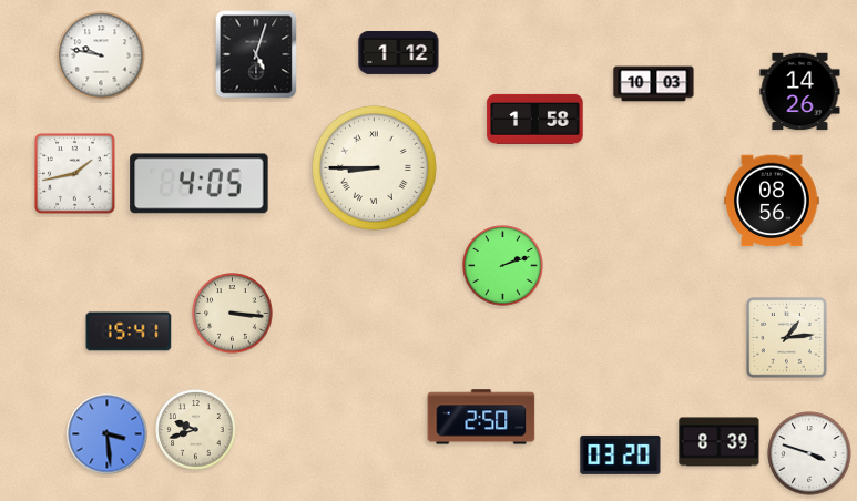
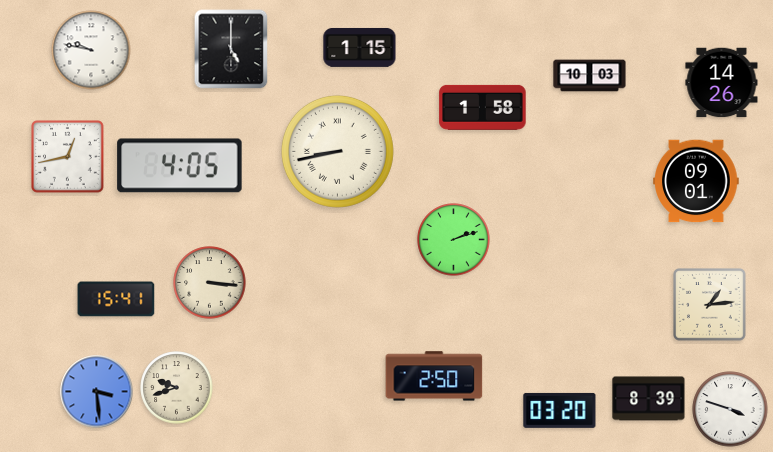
clock at (399, 52): 1:12 -> 1:15
clock at (256, 54): 5:03 -> 5:00
clock at (374, 167): 8:45 -> 8:43
clock at (75, 174): 1:43 -> 12:43
clock at (772, 201): 08:56 -> 09:01
